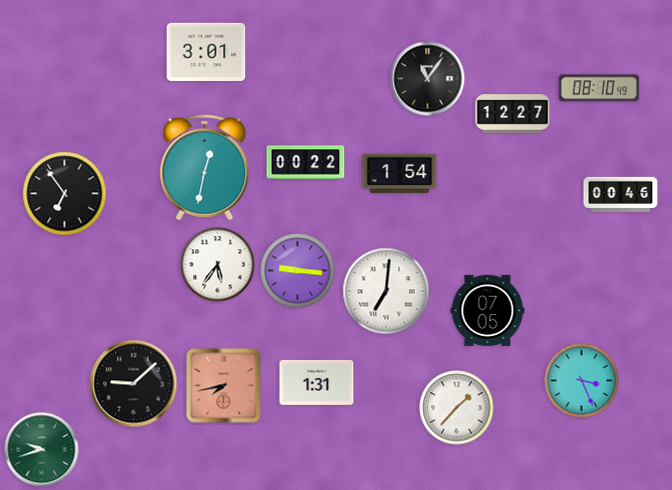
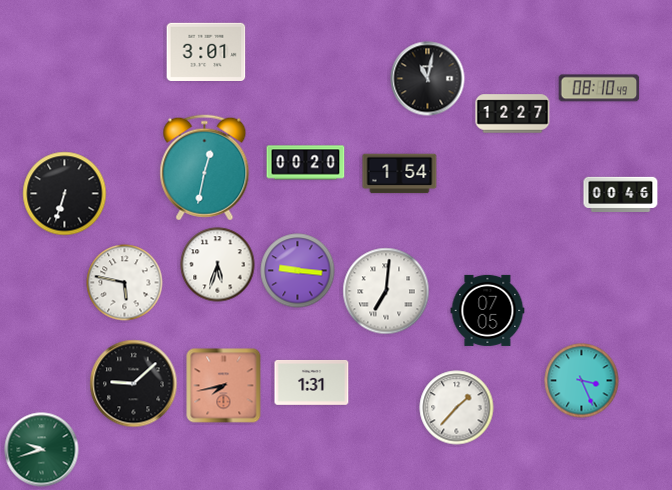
clock at (428, 79): 11:06 -> 11:02
clock at (306, 163): 00:22 -> 00:20
clock at (65, 194): 6:54 -> 6:33
clock at (218, 265): 5:36 -> 5:33
clock at (125, 283): none -> 5:47
clock at (317, 382) position: (317, 382) -> (312, 382)
